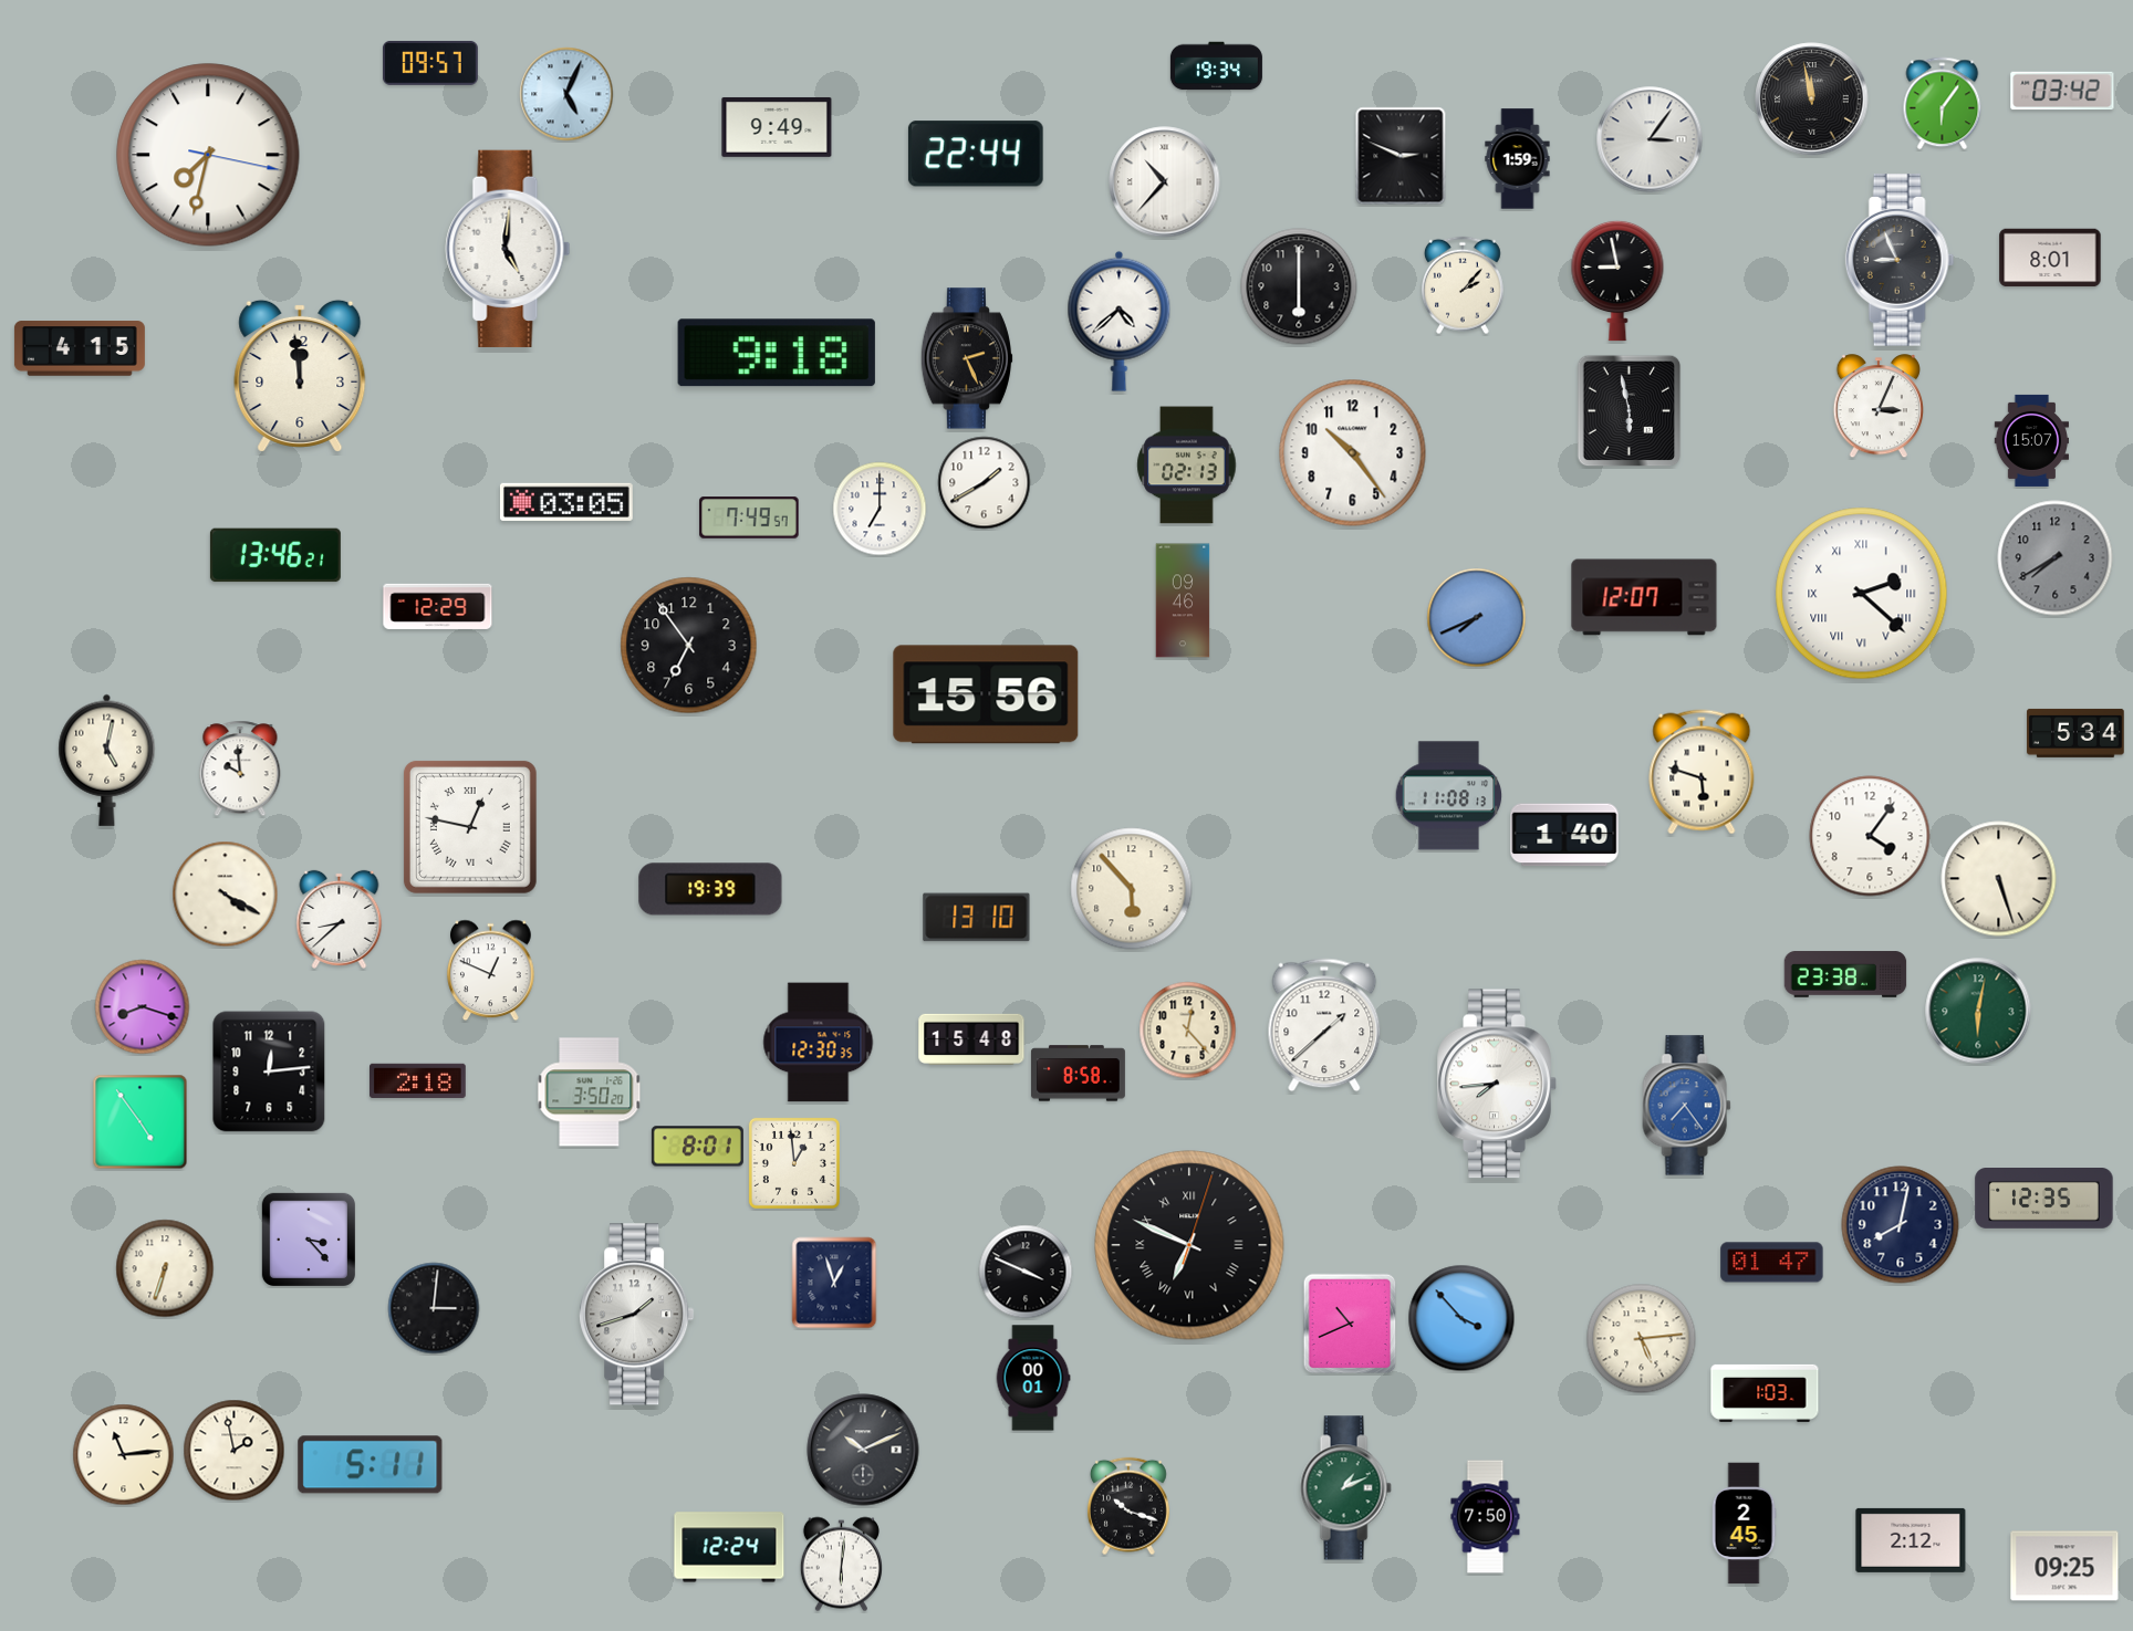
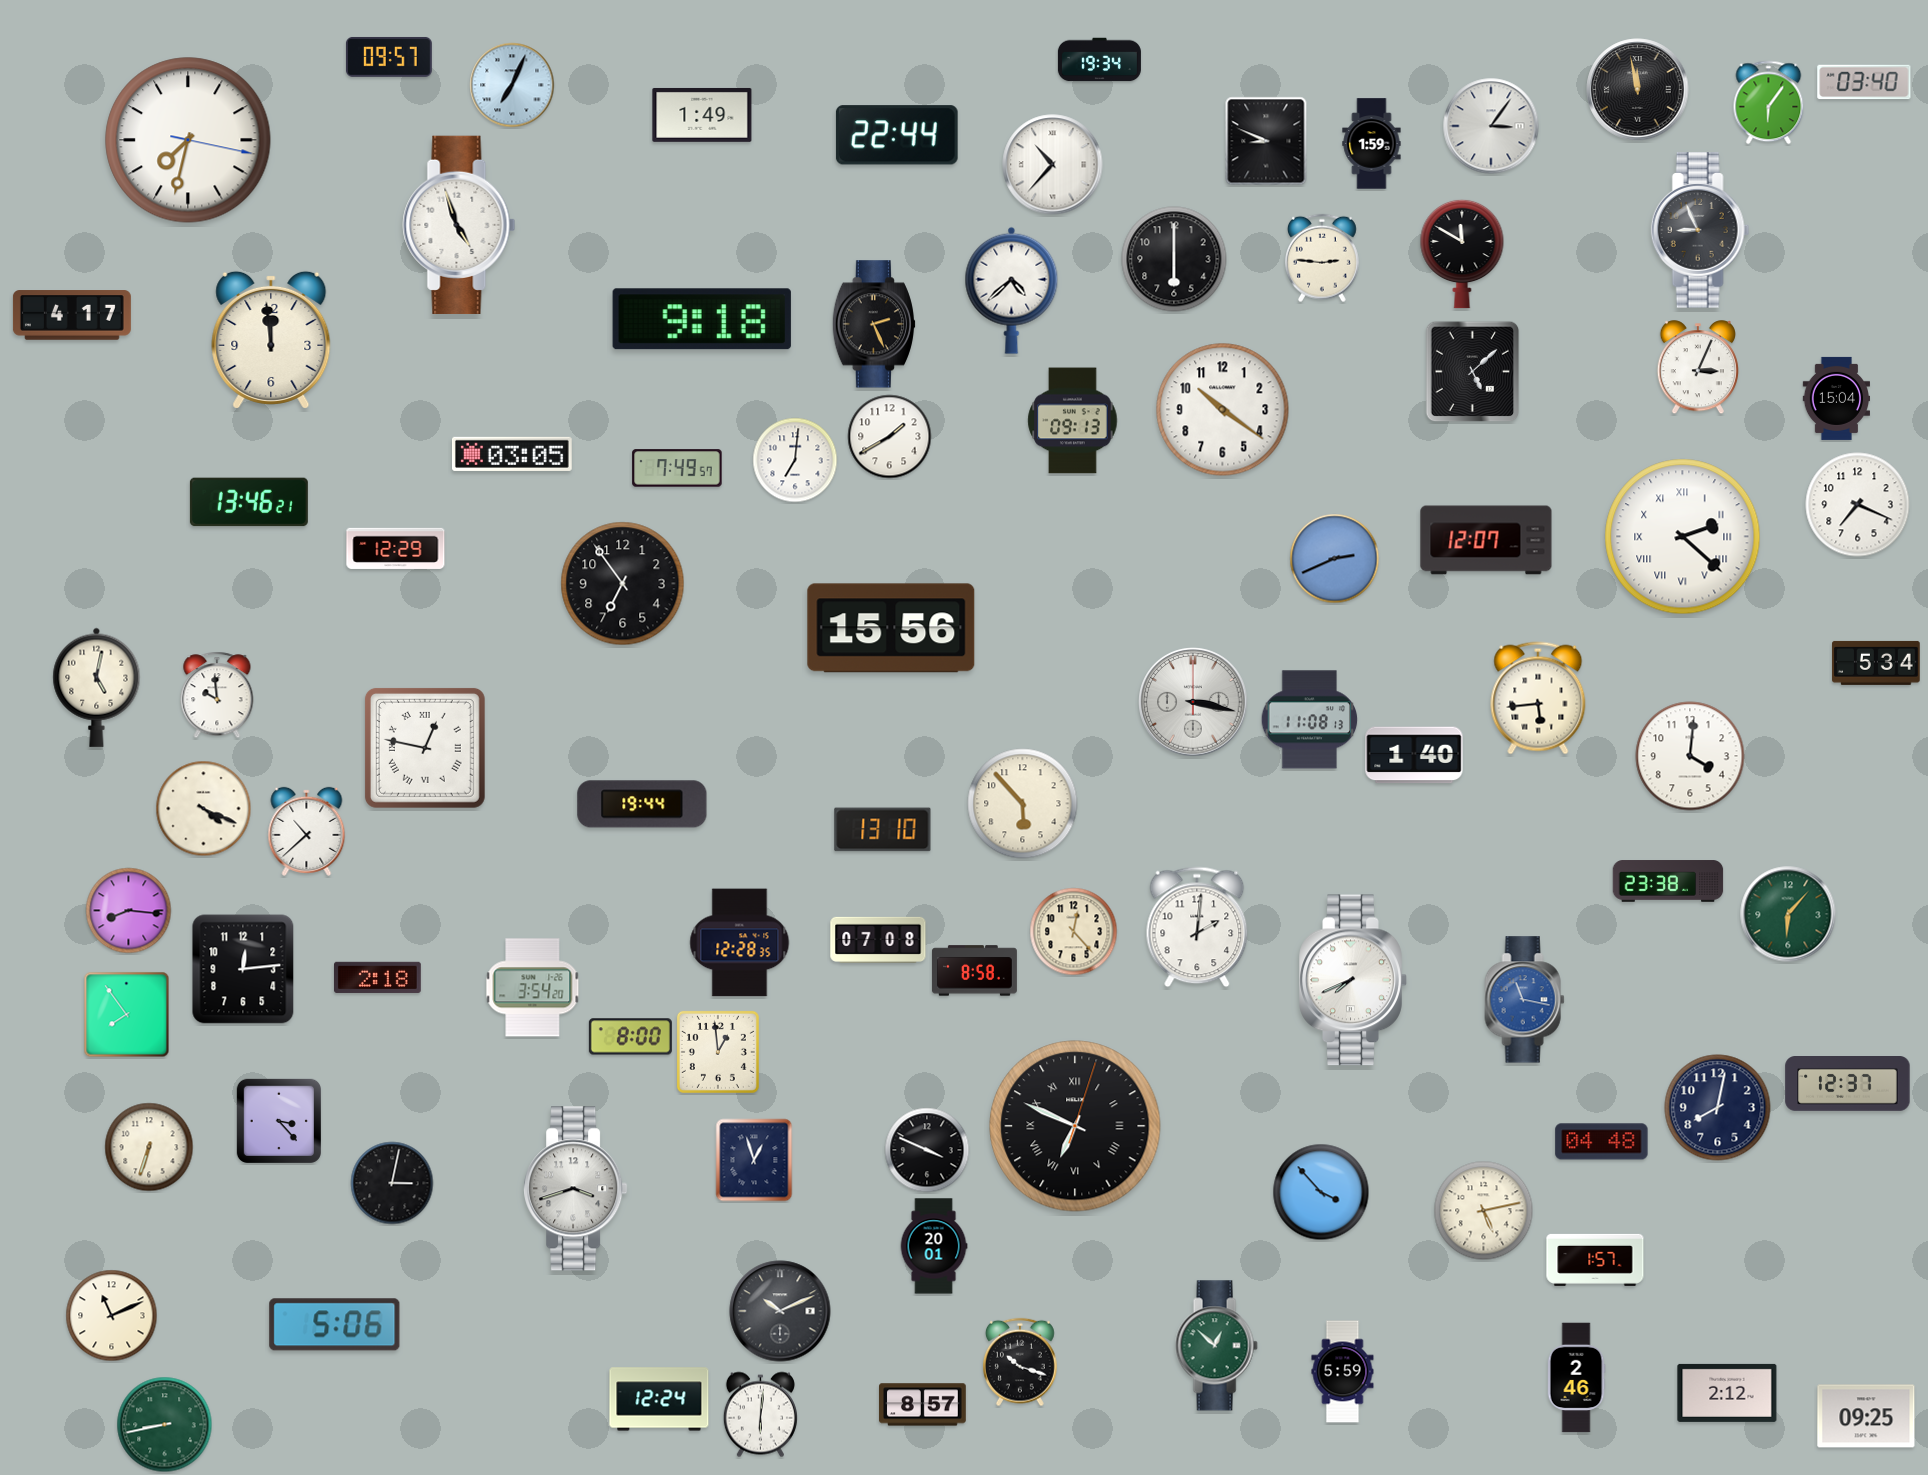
clock at (2062, 91): 03:42 -> 03:40
clock at (566, 94): 5:04 -> 7:04
clock at (1943, 104) position: (1943, 104) -> (1769, 103)
clock at (777, 127): 9:49 -> 1:49
clock at (976, 154) position: (976, 154) -> (897, 135)
clock at (1401, 156): 2:49 -> 8:49
clock at (508, 249): 5:01 -> 4:57
clock at (2050, 258): 8:01 -> none
clock at (1900, 260) position: (1900, 260) -> (1700, 230)
clock at (1617, 281): 8:58 -> 11:50
clock at (1463, 285): 2:07 -> 2:46
clock at (80, 348): 4:15 -> 4:17
clock at (1630, 411): 5:58 -> 5:08
clock at (2032, 440): 15:07 -> 15:04
clock at (1353, 453): 10:24 -> 10:21
clock at (1187, 466): 02:13 -> 09:13
clock at (880, 509): 7:00 -> 7:01
clock at (2056, 558): 7:40 -> 7:19
clock at (2056, 558) dial: grey -> white
clock at (1183, 600): 09:46 -> none
clock at (1477, 618): 7:41 -> 2:41
clock at (1702, 772): 5:48 -> 5:44
clock at (1193, 702): none -> 3:17
clock at (1870, 836): 4:06 -> 4:01
clock at (1999, 879): 5:27 -> none
clock at (710, 889): 19:39 -> 19:44
clock at (226, 895): 4:20 -> 4:19
clock at (340, 919): 8:38 -> 10:38
clock at (491, 971): 12:49 -> none
clock at (143, 1007): 8:18 -> 8:16
clock at (1978, 1011): 6:02 -> 6:07
clock at (1324, 1025): 1:38 -> 2:01
clock at (971, 1039): 15:48 -> 07:08
clock at (819, 1043): 12:30 -> 12:28
clock at (1497, 1084): 7:44 -> 7:41
clock at (590, 1092): 3:50 -> 3:54
clock at (1687, 1106): 7:24 -> 11:17
clock at (141, 1122): 4:54 -> 7:54
clock at (697, 1147): 8:01 -> 8:00
clock at (2044, 1199): 12:35 -> 12:37
clock at (1772, 1263): 01:47 -> 04:48
clock at (434, 1308): 3:01 -> 3:02
clock at (637, 1315): 1:42 -> 3:42
clock at (1350, 1324): 10:41 -> none
clock at (1642, 1339): 5:14 -> 5:13
clock at (1033, 1378): 00:01 -> 20:01
clock at (1765, 1393): 1:03 -> 1:57
clock at (235, 1451): 1:58 -> none
clock at (124, 1455): 11:14 -> 11:11
clock at (371, 1465): 5:11 -> 5:06
clock at (1345, 1488): 1:11 -> 12:52
clock at (1486, 1517): 7:50 -> 5:59
clock at (1744, 1524): 2:45 -> 2:46
clock at (923, 1405): none -> 8:57
clock at (165, 1425): none -> 8:43
